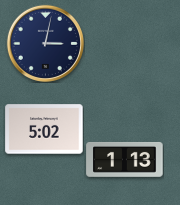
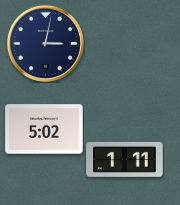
clock at (125, 159): 1:13 -> 1:11
